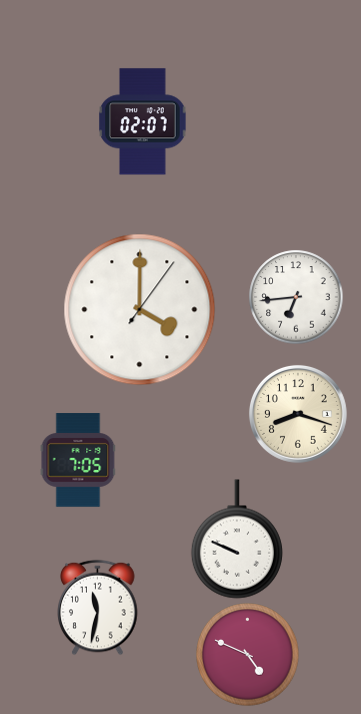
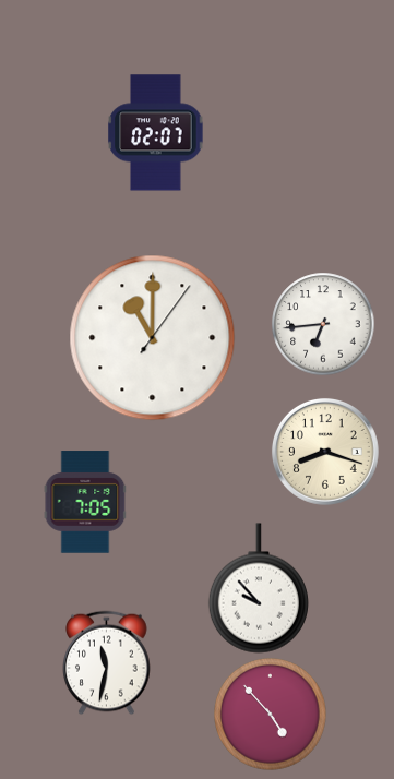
clock at (140, 310): 4:00 -> 11:00
clock at (237, 539): 9:49 -> 9:53
clock at (248, 655): 4:49 -> 4:53
